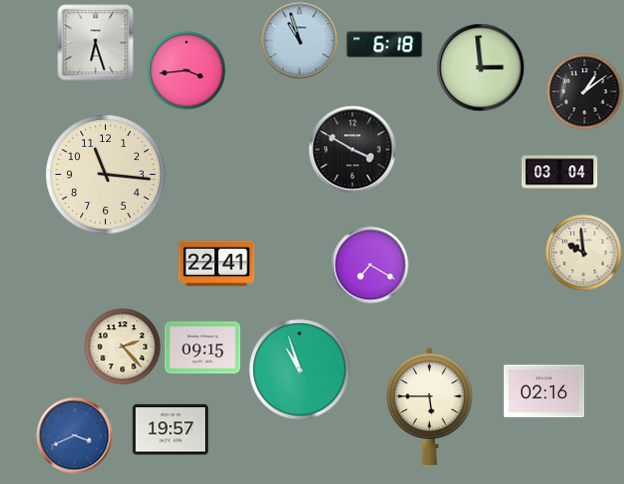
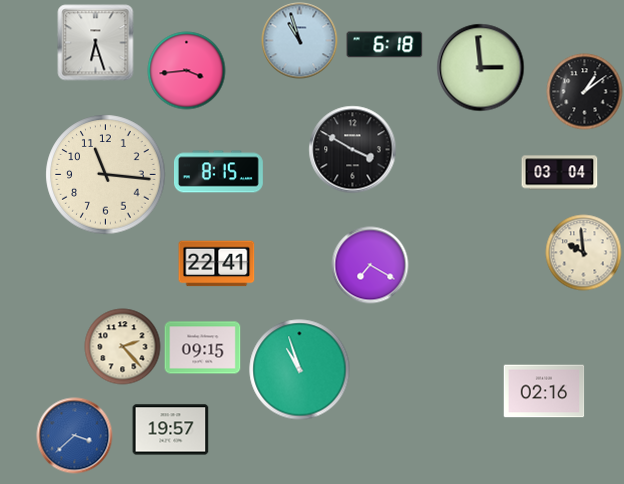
clock at (219, 172): none -> 8:15
clock at (430, 406): 5:45 -> none
clock at (75, 436): 3:41 -> 3:38
